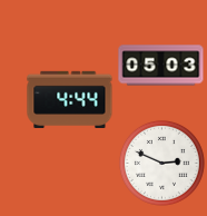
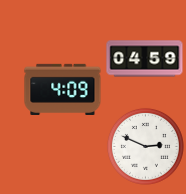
clock at (161, 66): 05:03 -> 04:59
clock at (70, 99): 4:44 -> 4:09
